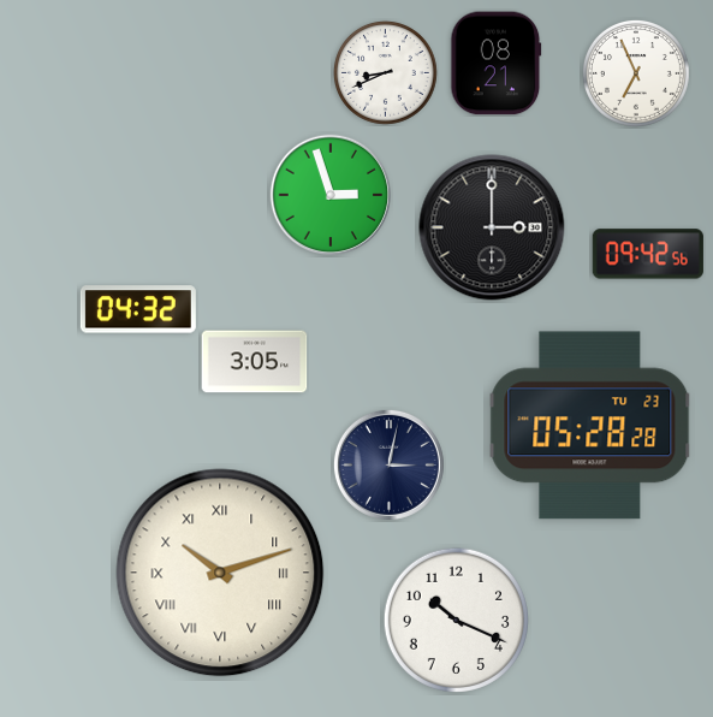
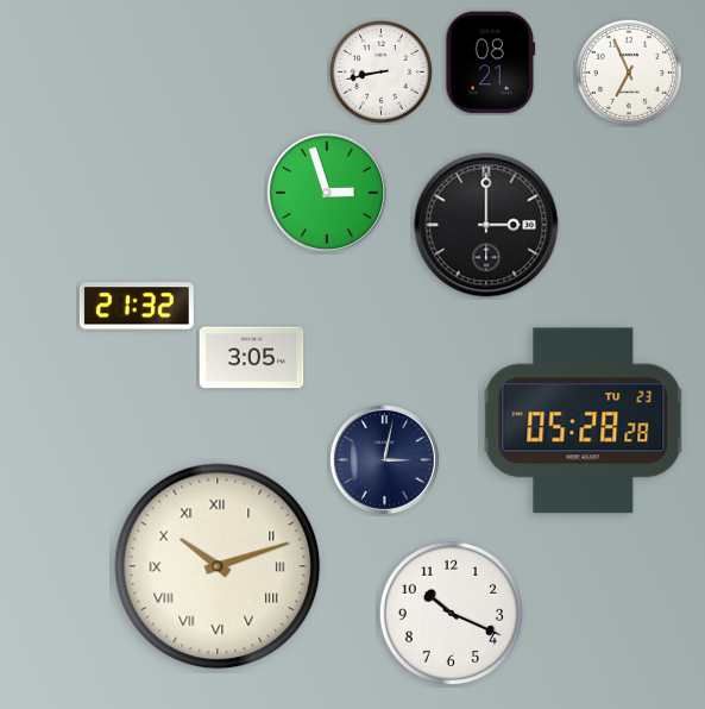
clock at (386, 73): 8:41 -> 8:43
clock at (648, 254): 09:42 -> none
clock at (138, 309): 04:32 -> 21:32
